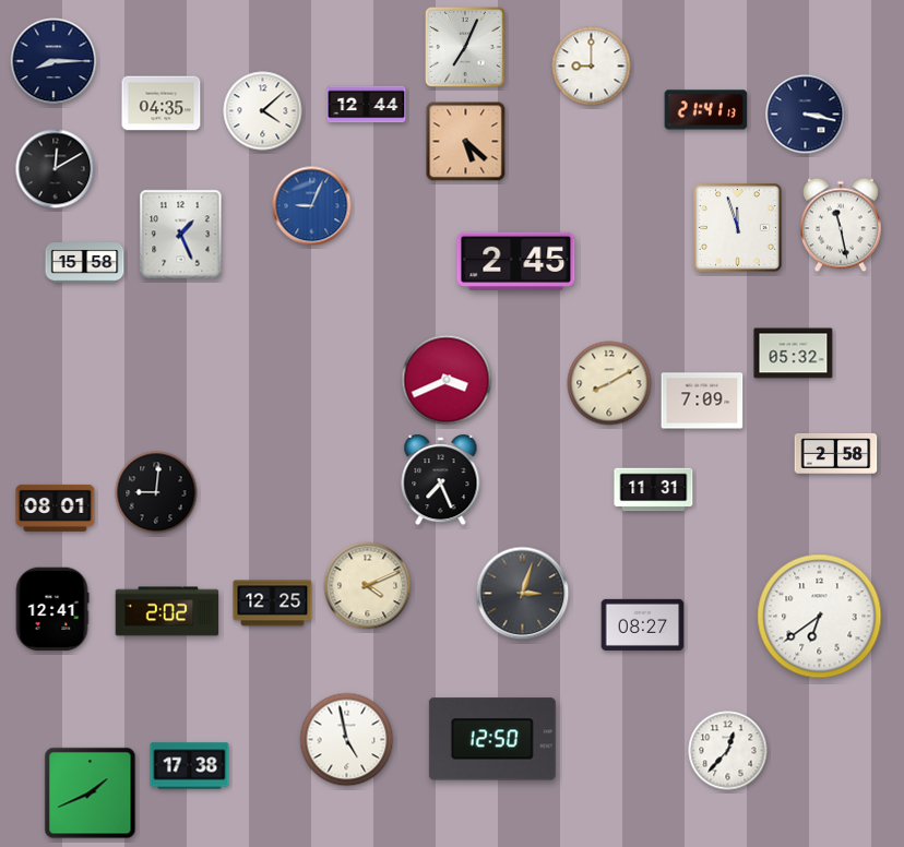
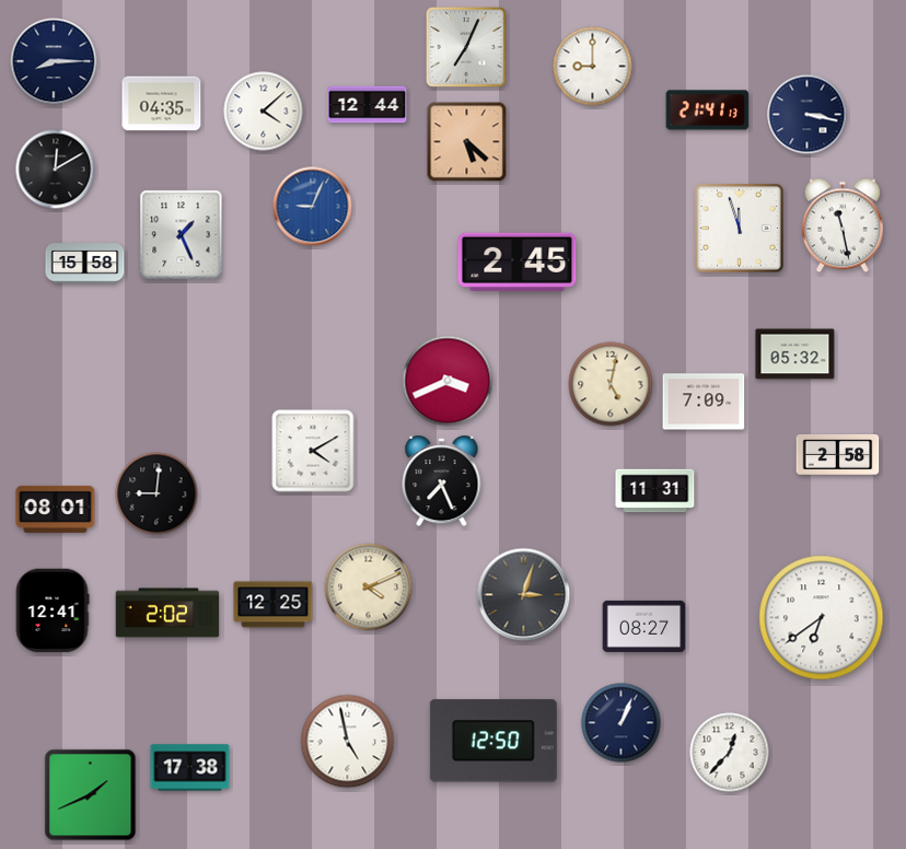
clock at (609, 383): 8:10 -> 5:02
clock at (313, 451): none -> 4:10
clock at (622, 723): none -> 1:04
